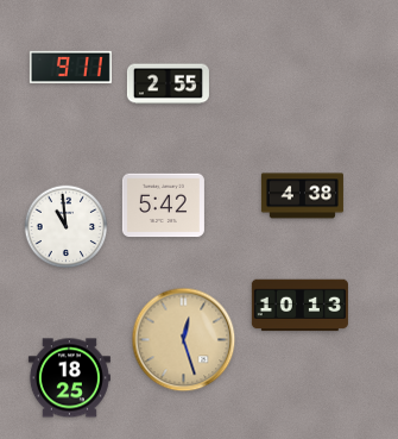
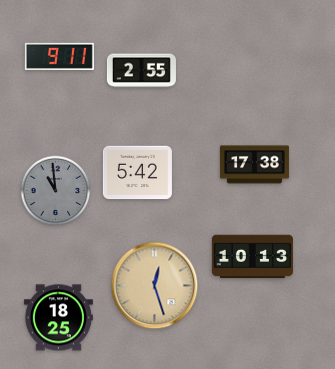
clock at (302, 196): 4:38 -> 17:38
clock at (67, 227) dial: white -> grey
